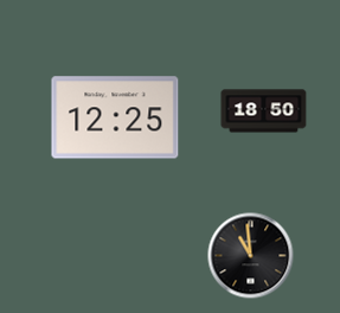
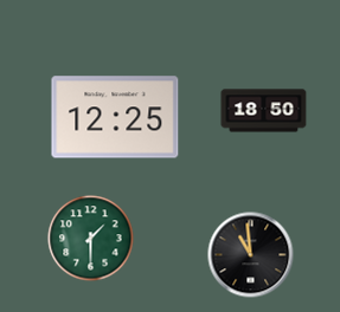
clock at (91, 239): none -> 1:30
